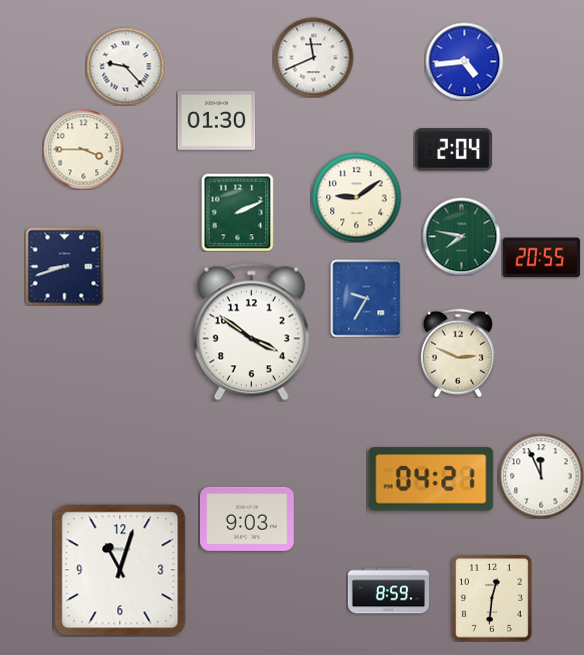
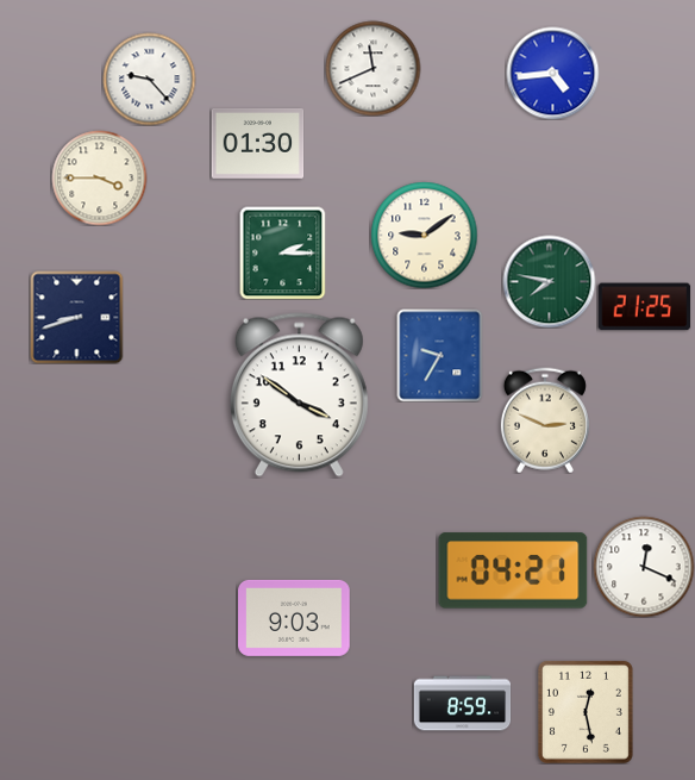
clock at (453, 150): 2:04 -> none
clock at (238, 212): 2:11 -> 2:15
clock at (541, 258): 20:55 -> 21:25
clock at (367, 298) position: (367, 298) -> (440, 355)
clock at (541, 476): 11:56 -> 12:19
clock at (120, 570): 11:03 -> none
clock at (492, 598): 12:31 -> 12:28
